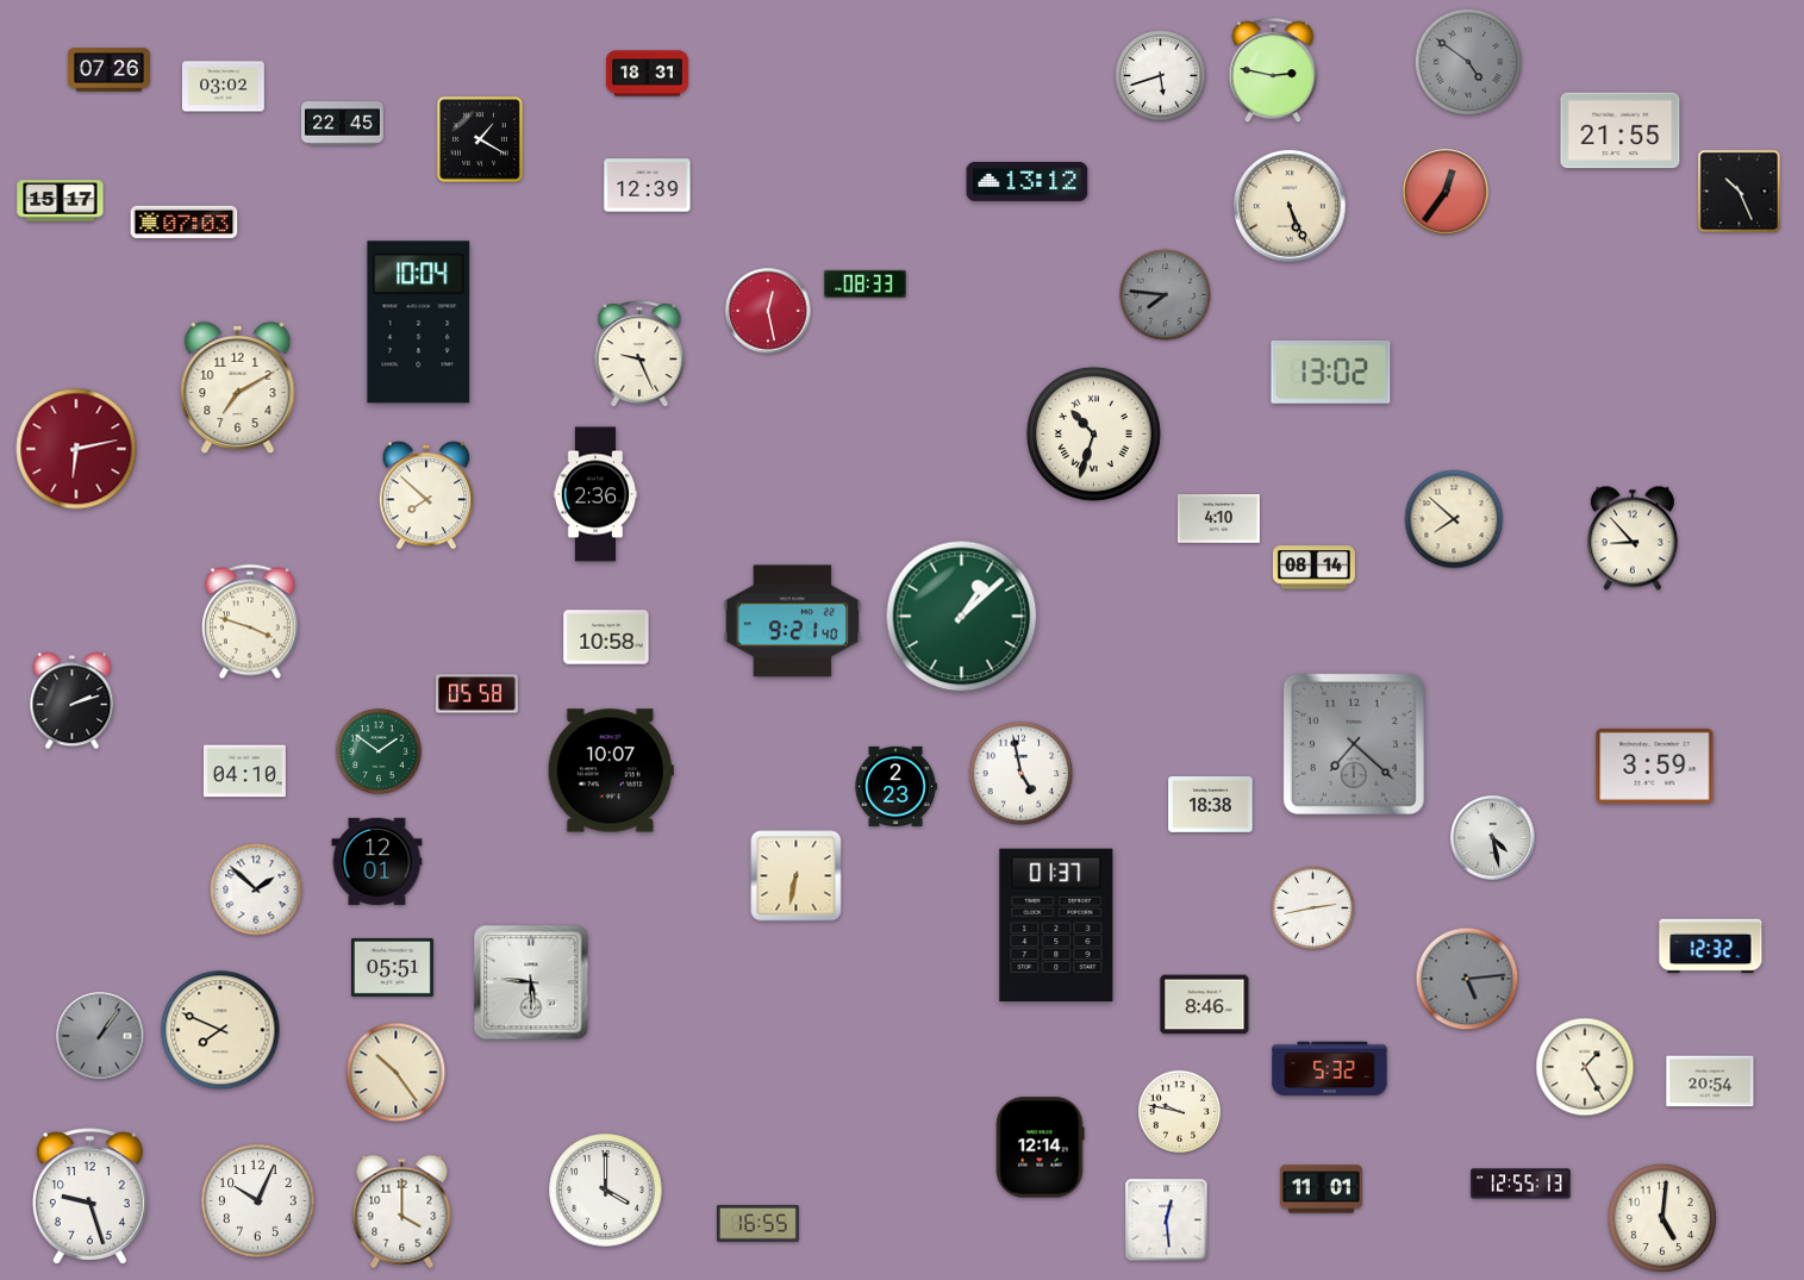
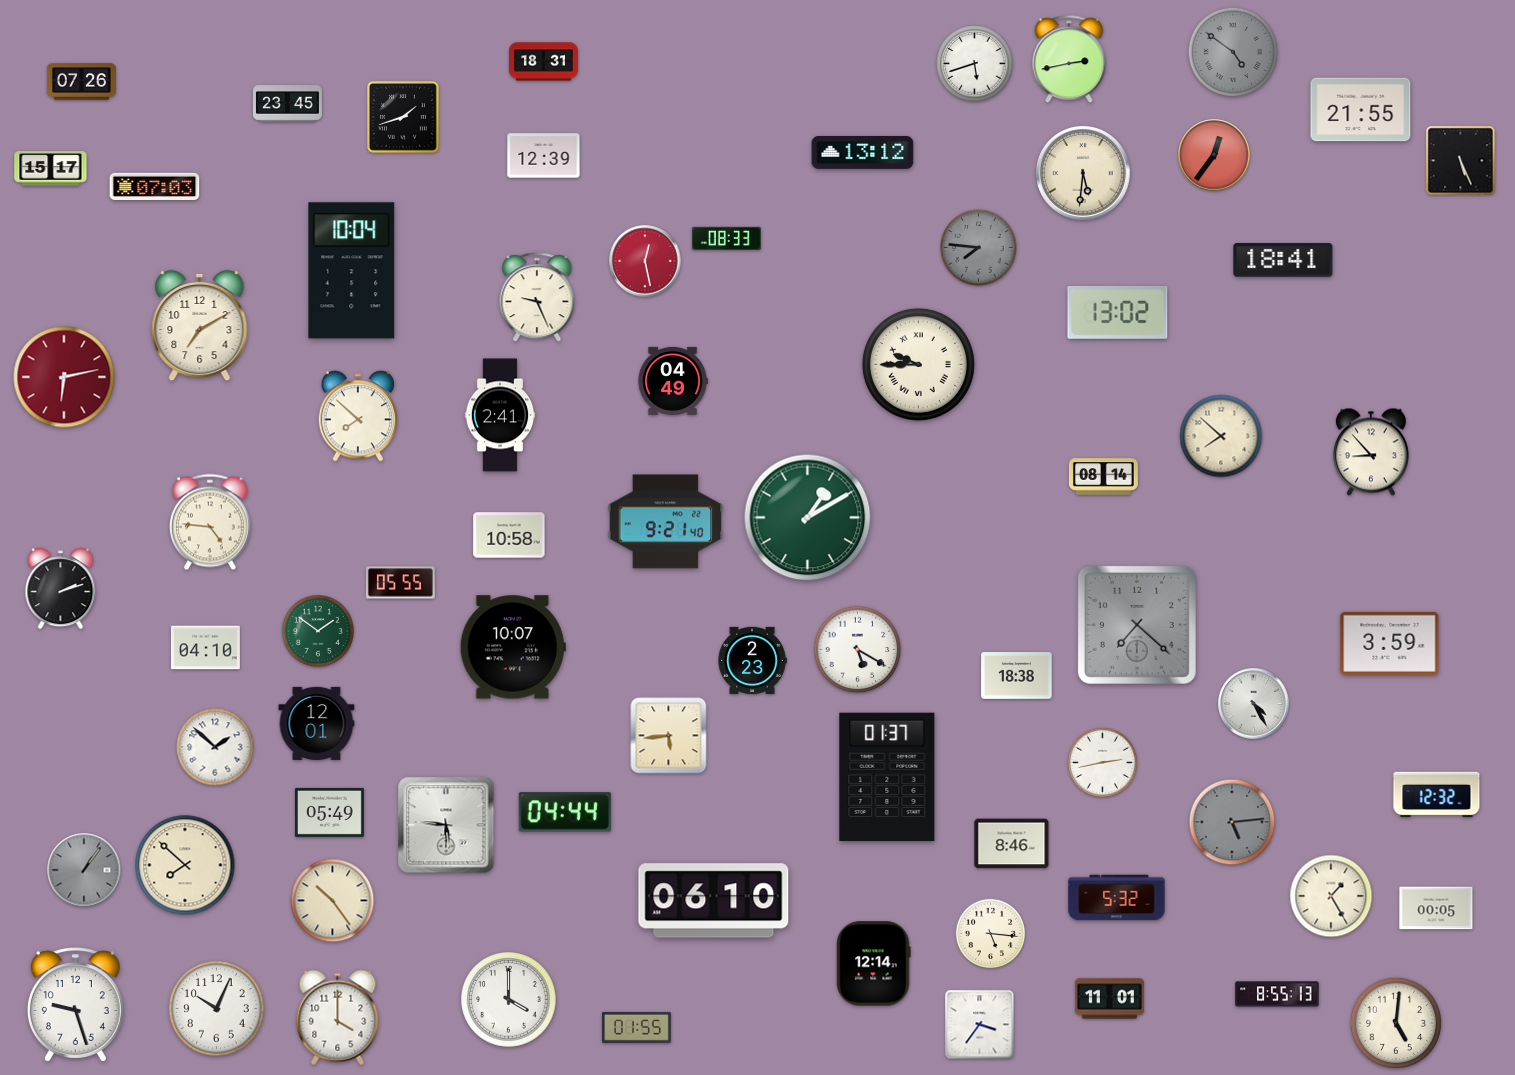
clock at (108, 70) position: (108, 70) -> (81, 82)
clock at (1273, 71): 2:47 -> 2:43
clock at (223, 87): 03:02 -> none
clock at (342, 124): 22:45 -> 23:45
clock at (480, 139): 1:20 -> 1:42
clock at (1446, 192) position: (1446, 192) -> (1214, 155)
clock at (1740, 192): 10:26 -> 5:26
clock at (1290, 206): 5:26 -> 5:31
clock at (1283, 260): none -> 18:41
clock at (1093, 433): 10:33 -> 9:45
clock at (673, 381): none -> 04:49
clock at (595, 494): 2:36 -> 2:41
clock at (1218, 519): 4:10 -> none
clock at (962, 617): 1:08 -> 1:10
clock at (250, 622): 3:48 -> 4:46
clock at (476, 694): 05:58 -> 05:55
clock at (1022, 774): 4:58 -> 5:20
clock at (1493, 838): 4:28 -> 4:25
clock at (797, 876): 6:32 -> 5:44
clock at (392, 967): 05:51 -> 05:49
clock at (565, 812): none -> 04:44
clock at (220, 1030): 7:49 -> 7:52
clock at (714, 901): none -> 06:10
clock at (1710, 1081): 20:54 -> 00:05
clock at (1180, 1112): 9:47 -> 5:16
clock at (1521, 1184): 12:55 -> 8:55
clock at (1167, 1220): 12:29 -> 3:36
clock at (757, 1223): 16:55 -> 01:55
